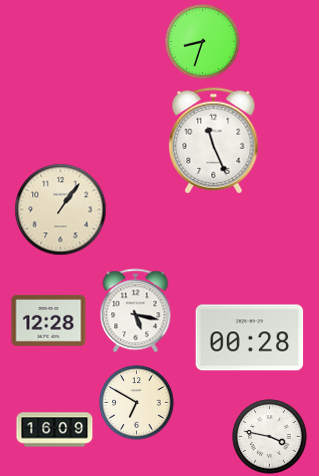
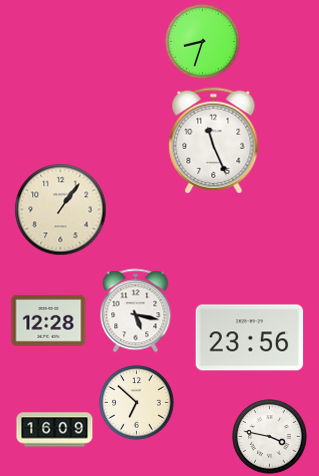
clock at (250, 338): 00:28 -> 23:56
clock at (137, 403): 6:50 -> 6:52
